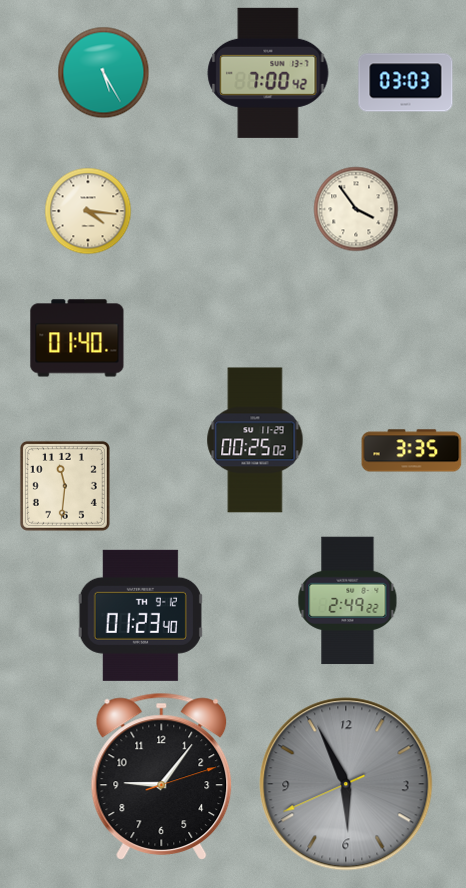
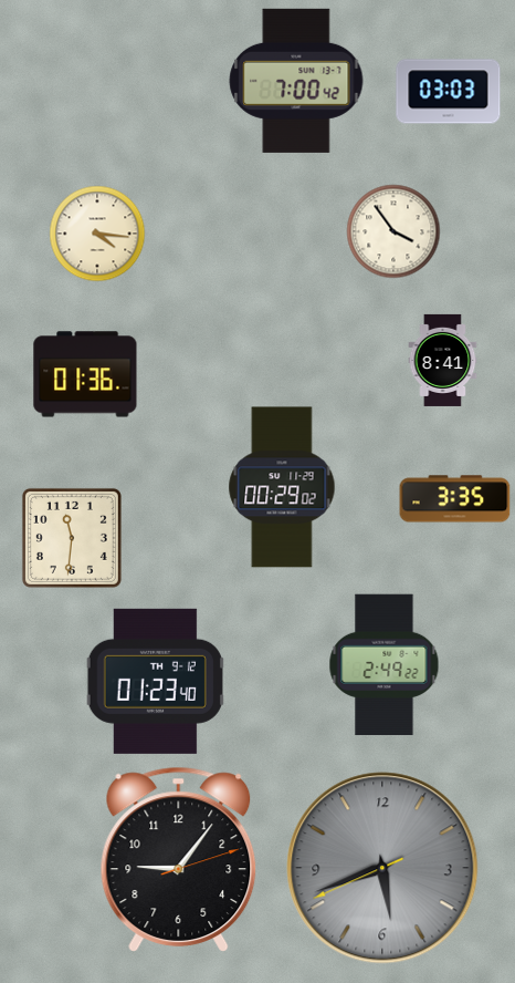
clock at (104, 73): 5:25 -> none
clock at (443, 360): none -> 8:41
clock at (77, 338): 01:40 -> 01:36
clock at (255, 440): 00:25 -> 00:29
clock at (346, 784): 5:55 -> 5:41
